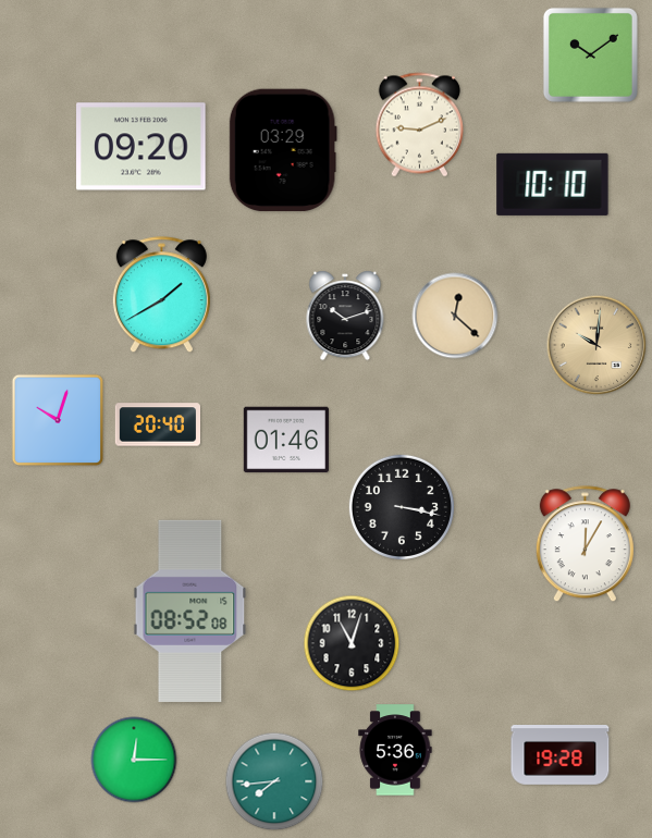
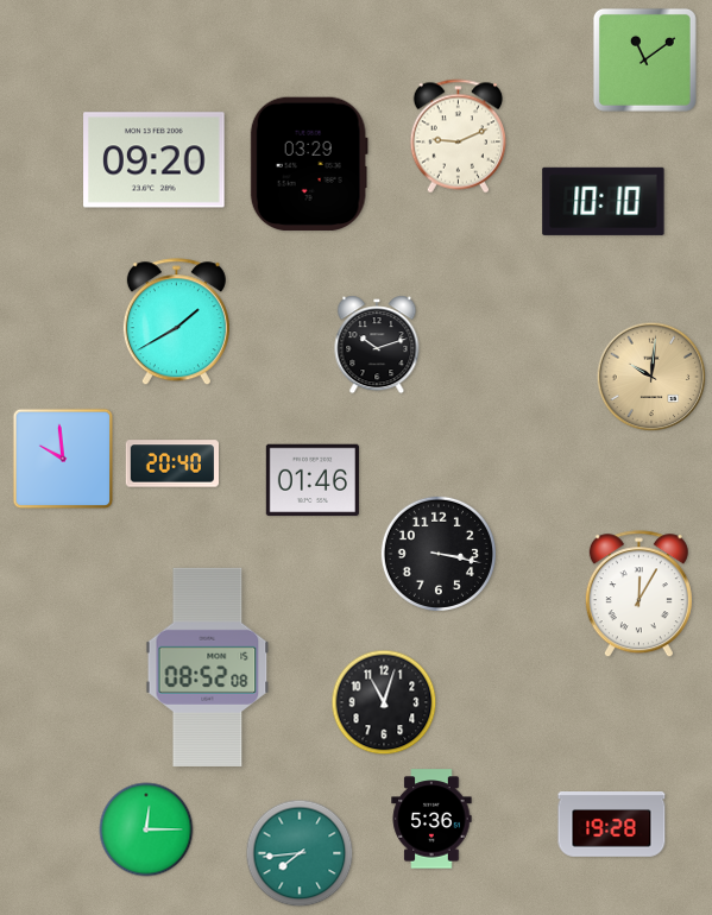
clock at (590, 54): 10:09 -> 11:09
clock at (455, 316): 12:22 -> none
clock at (58, 420): 10:03 -> 9:59
